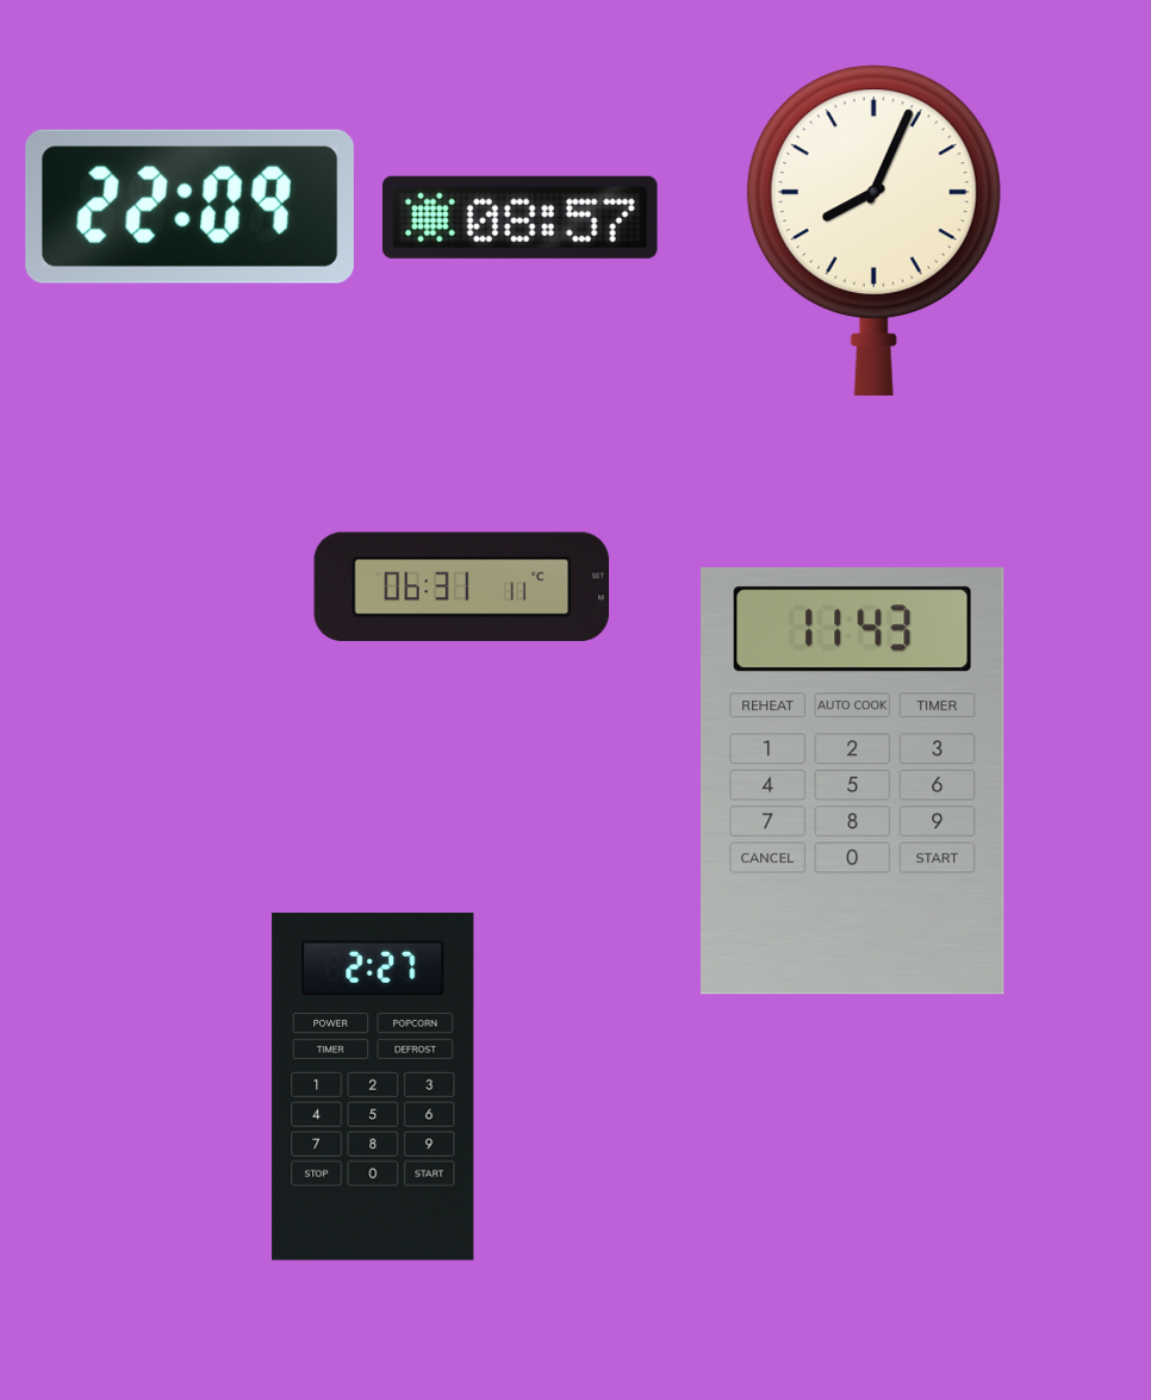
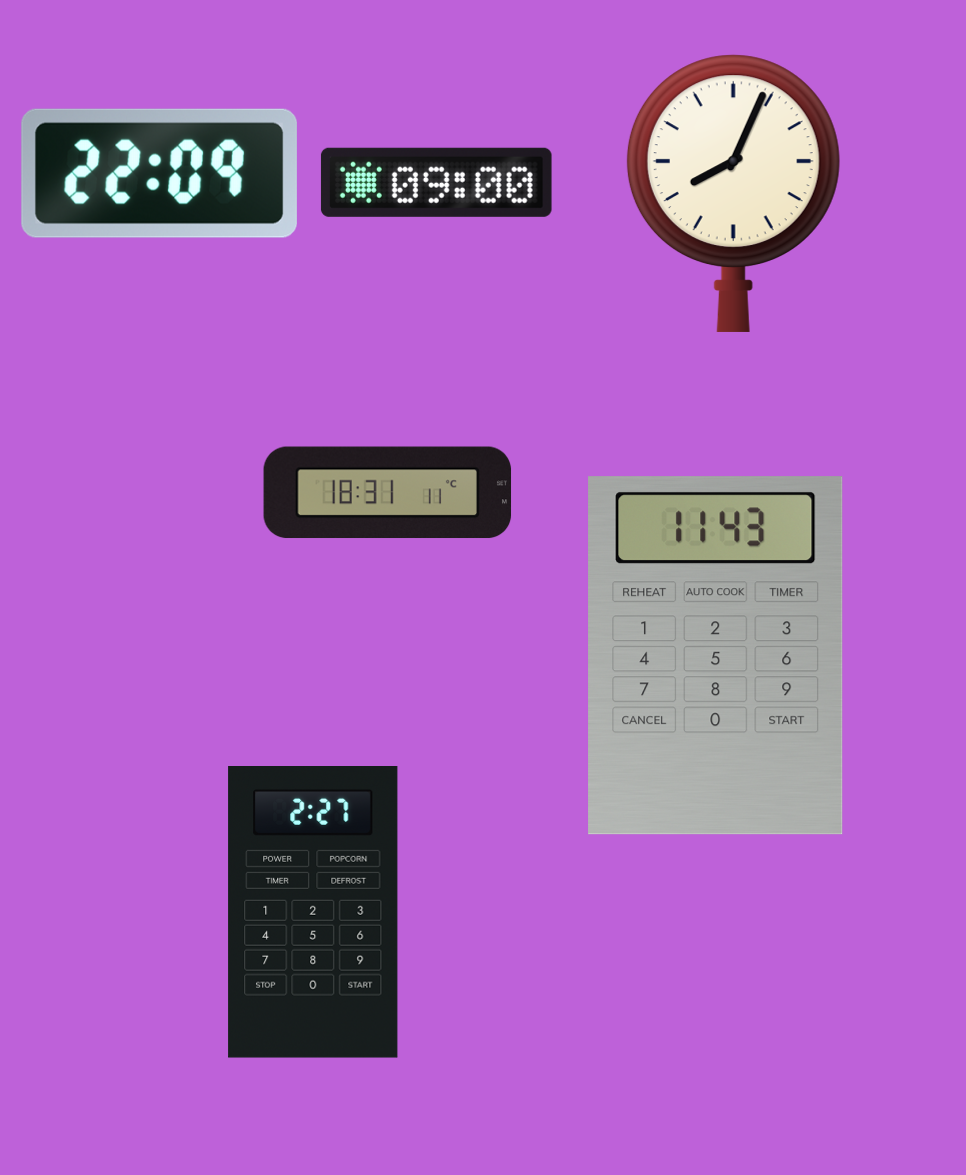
clock at (519, 217): 08:57 -> 09:00
clock at (462, 587): 06:31 -> 18:31
